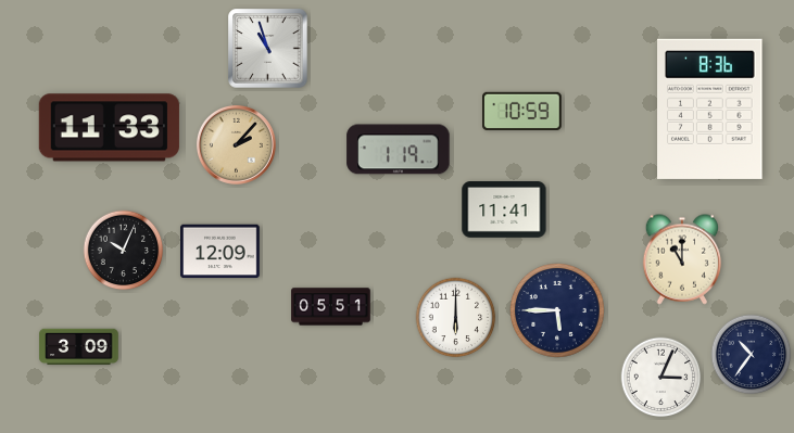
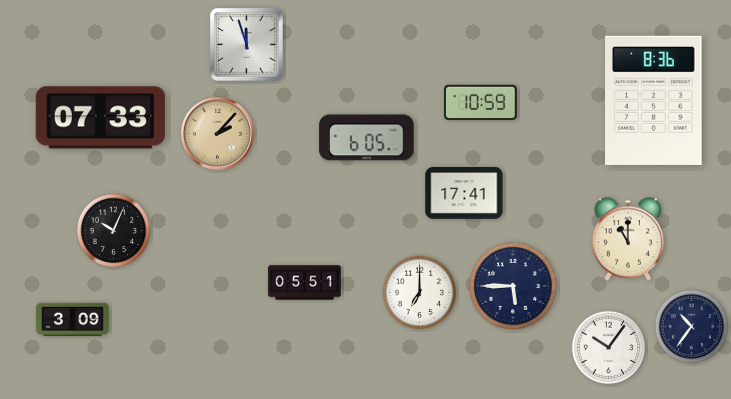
clock at (268, 49): 10:57 -> 11:57
clock at (109, 128): 11:33 -> 07:33
clock at (399, 150): 1:19 -> 6:05
clock at (504, 211): 11:41 -> 17:41
clock at (220, 252): 12:09 -> none
clock at (456, 318): 6:00 -> 7:00
clock at (661, 378): 3:04 -> 10:06
